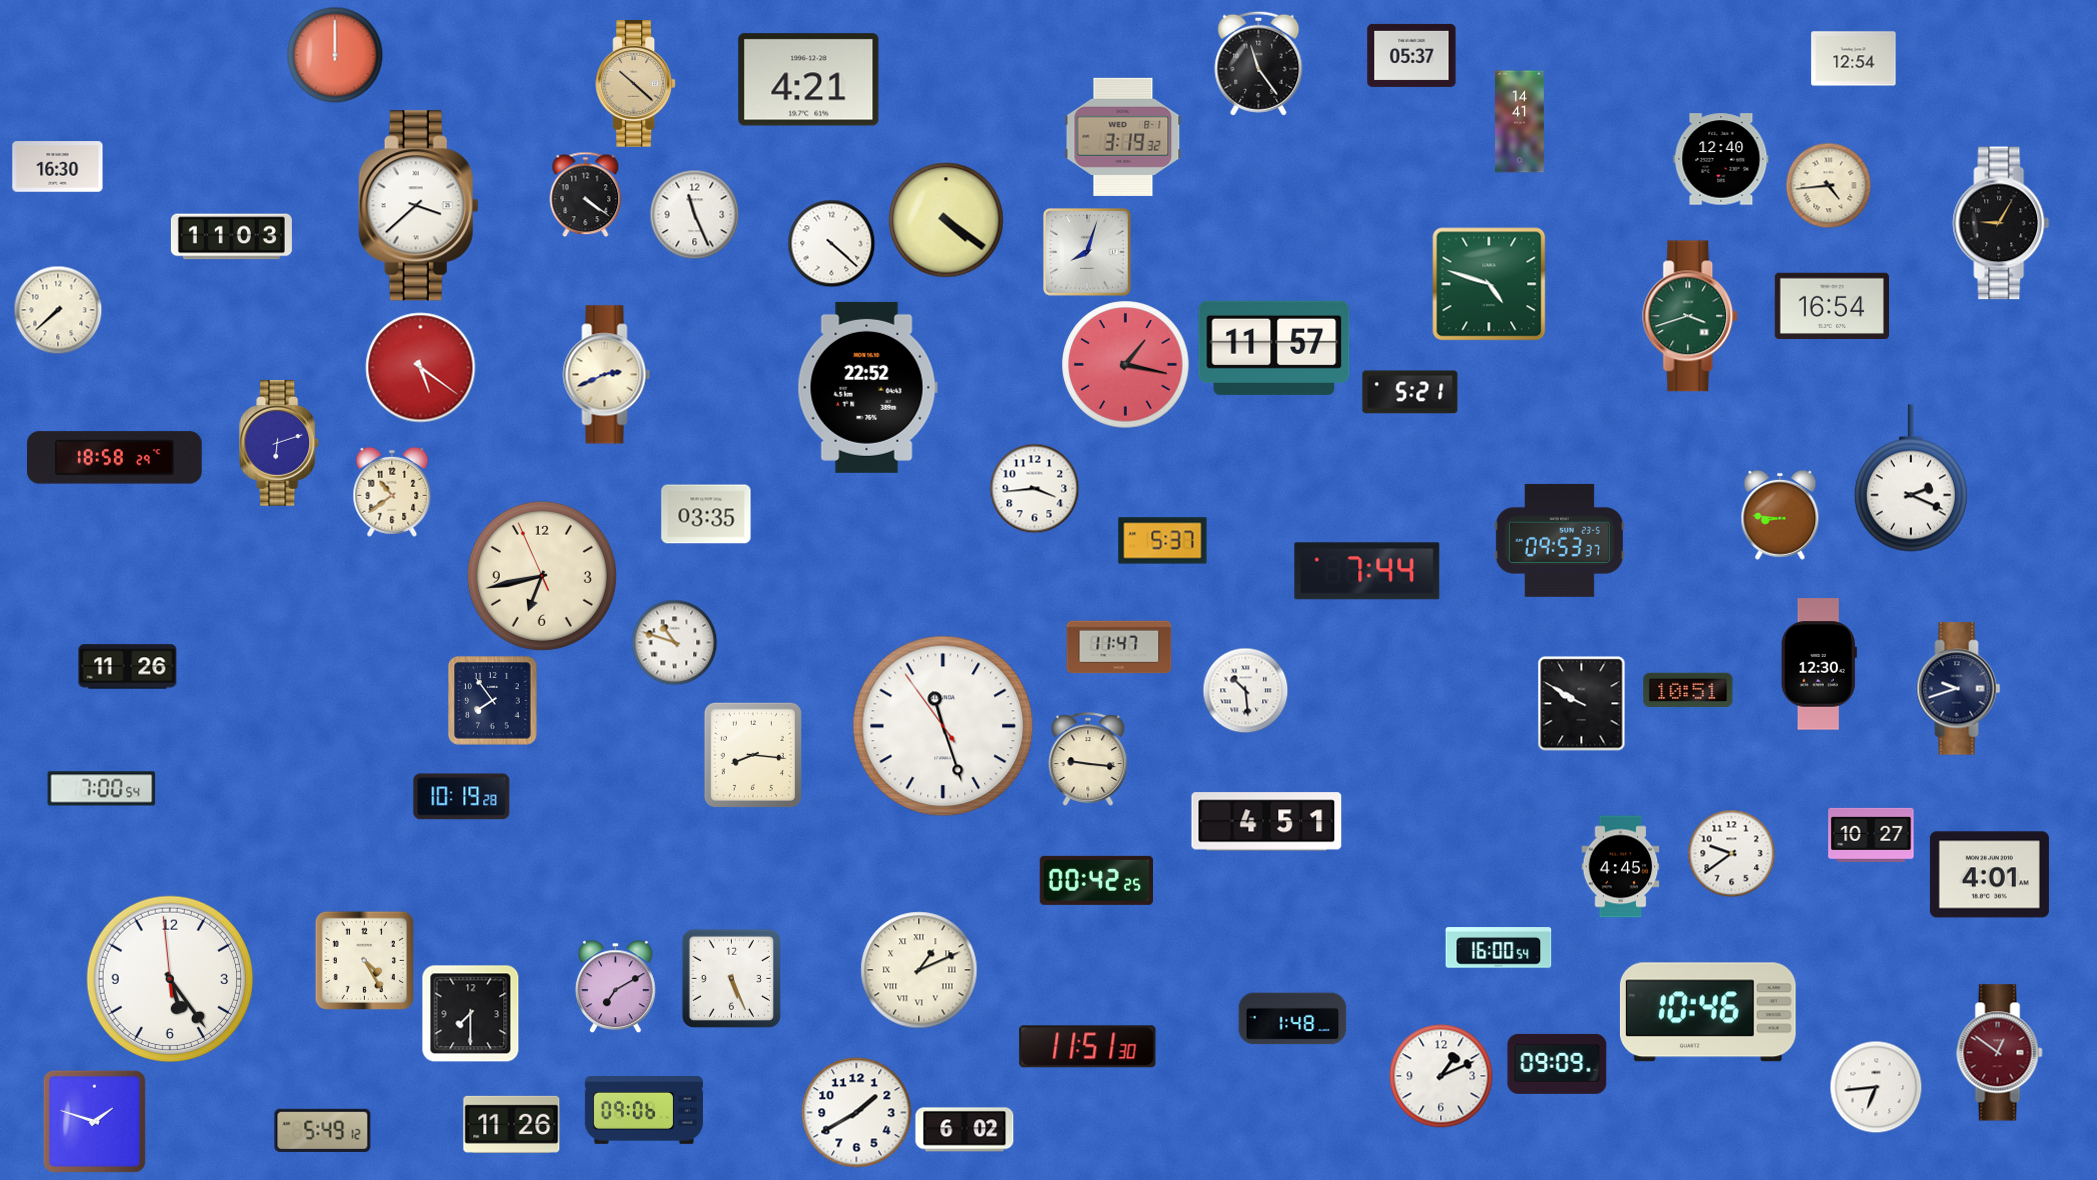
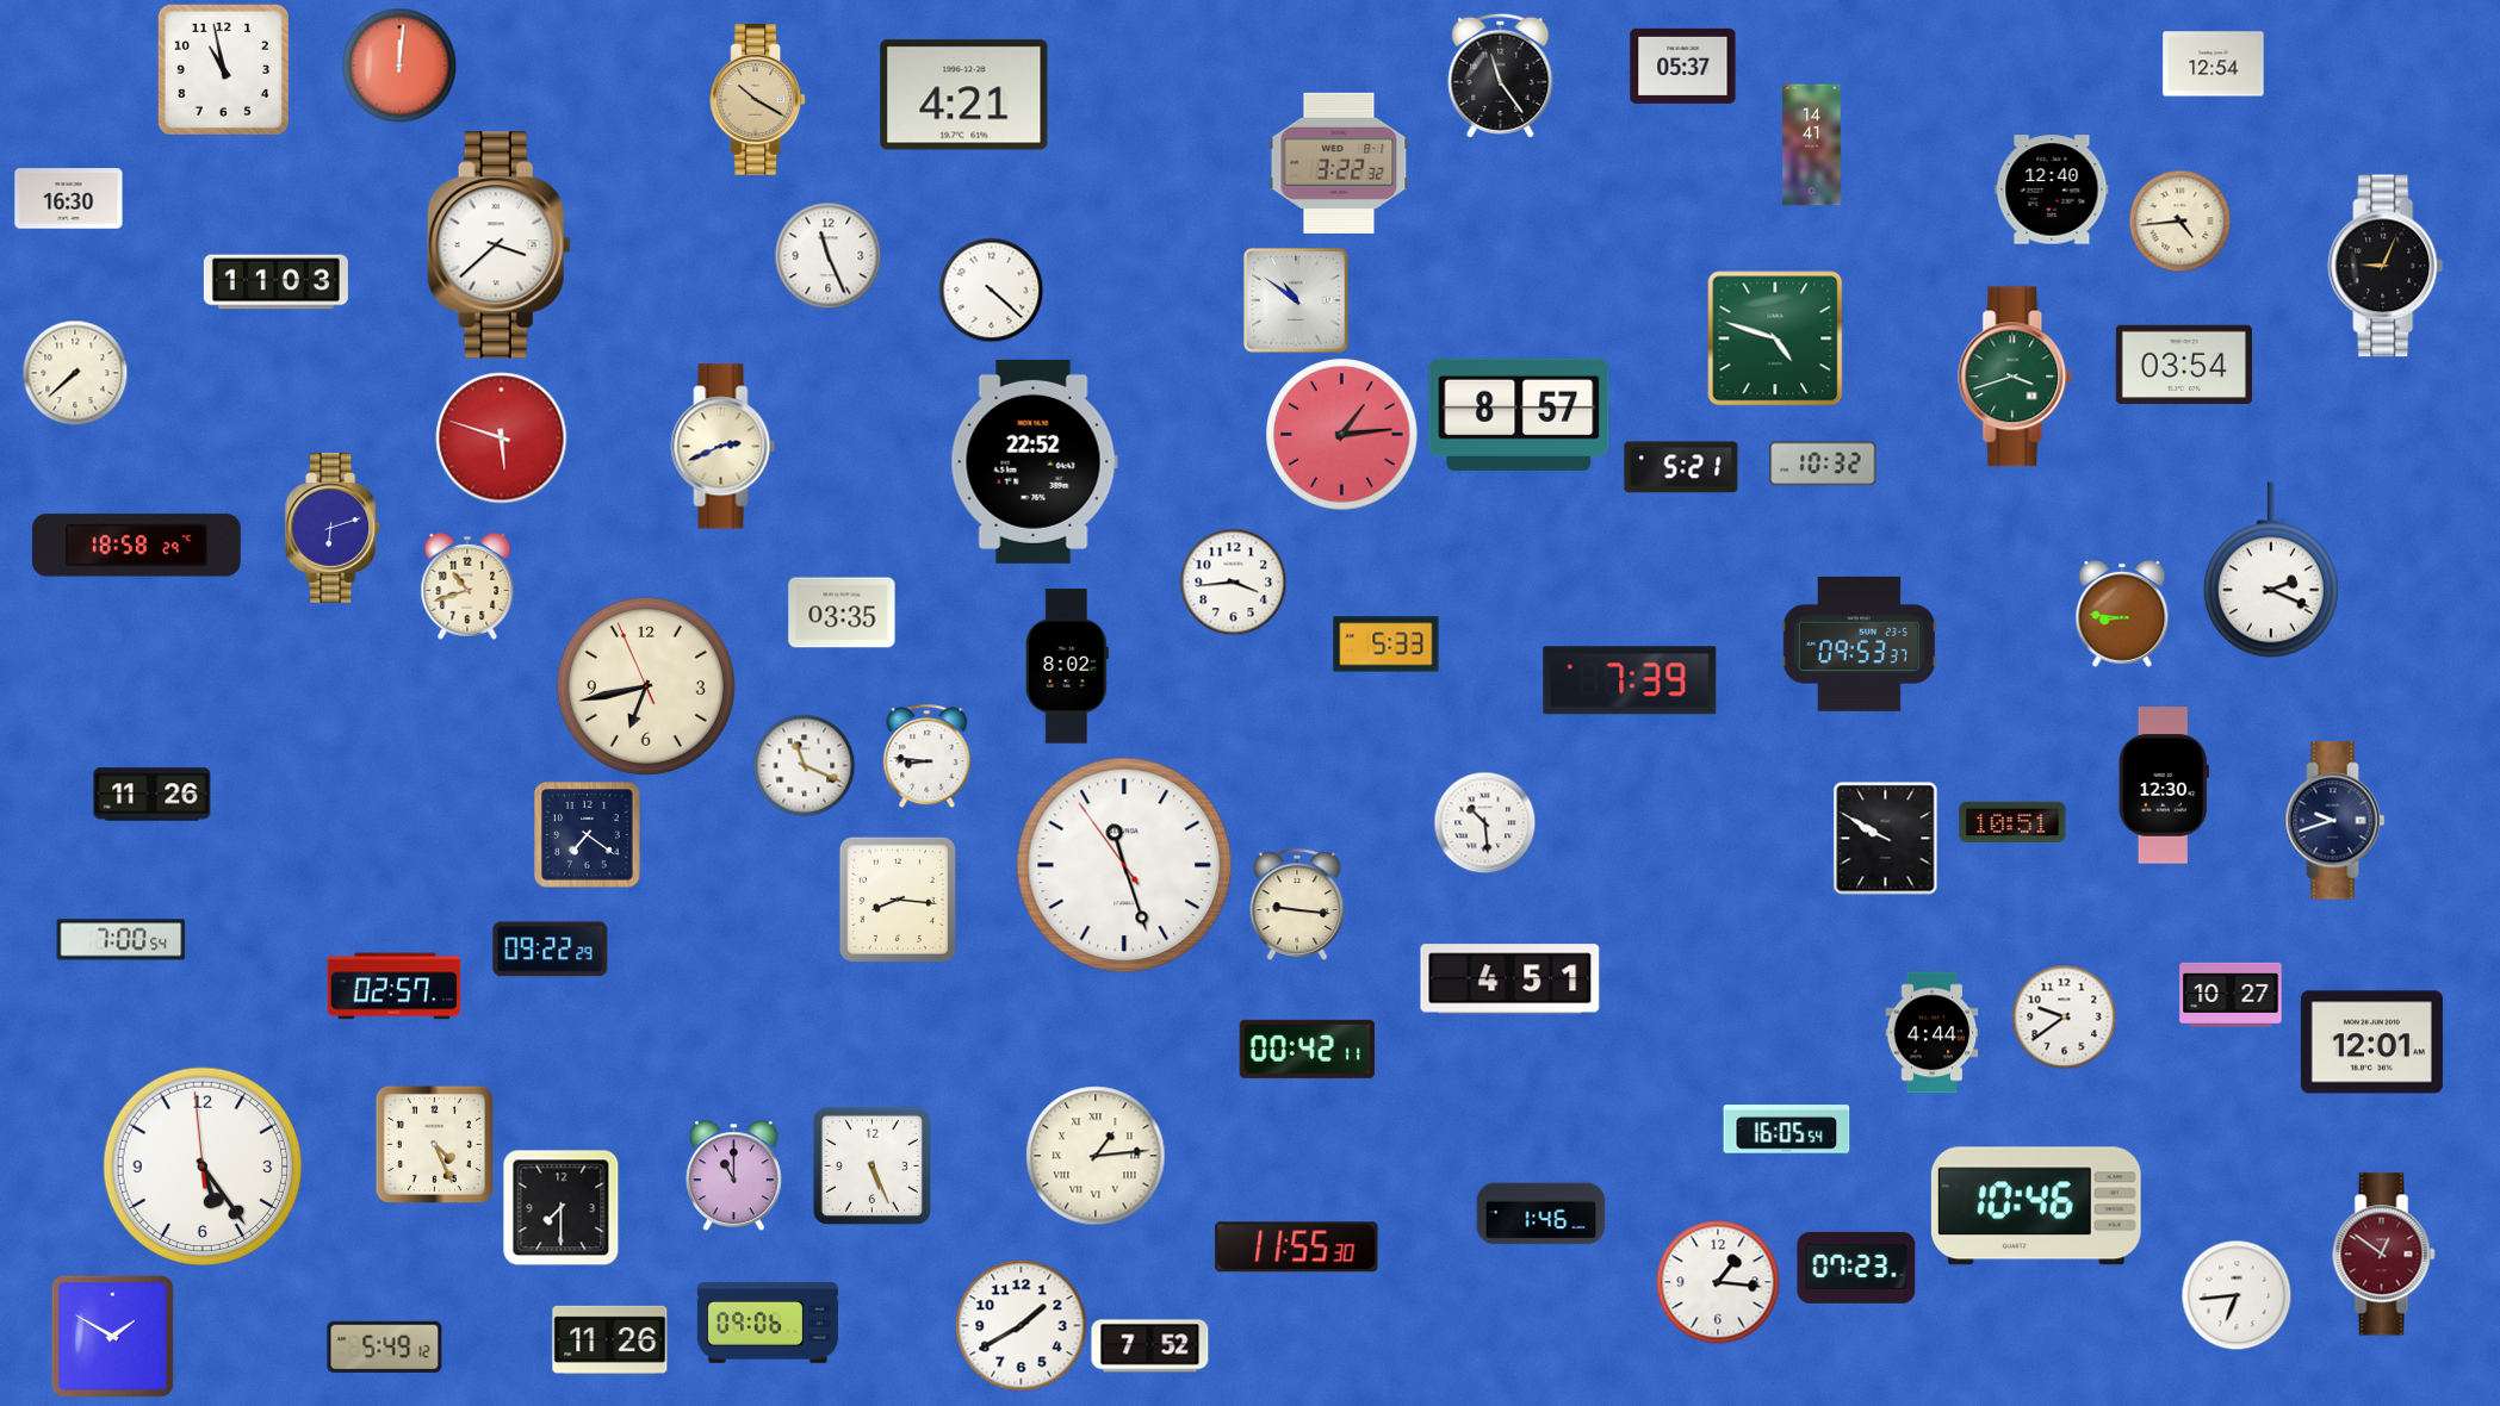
clock at (335, 55): 12:00 -> 12:01
clock at (223, 69): none -> 10:58
clock at (1854, 59) position: (1854, 59) -> (2214, 64)
clock at (636, 84): 10:22 -> 10:20
clock at (1123, 137): 3:19 -> 3:22
clock at (586, 194): 4:21 -> none
clock at (946, 220): 4:21 -> none
clock at (2001, 223): 9:05 -> 9:04
clock at (1087, 252): 8:03 -> 10:51
clock at (1831, 305): 16:54 -> 03:54
clock at (58, 310) position: (58, 310) -> (75, 373)
clock at (1274, 348): 11:57 -> 8:57
clock at (1126, 365): 1:17 -> 1:14
clock at (421, 368): 5:21 -> 5:48
clock at (1823, 464): none -> 10:32
clock at (1911, 478) position: (1911, 478) -> (2271, 570)
clock at (392, 492): 10:39 -> 10:42
clock at (1163, 541): 5:37 -> 5:33
clock at (1067, 666): none -> 8:02
clock at (1367, 571): 7:44 -> 7:39
clock at (928, 755): none -> 8:46
clock at (674, 642): 10:48 -> 11:19
clock at (1119, 647): 11:47 -> none
clock at (1819, 664) position: (1819, 664) -> (2164, 785)
clock at (493, 701): 7:54 -> 7:21
clock at (462, 797): 10:19 -> 09:22
clock at (395, 987): none -> 02:57
clock at (1621, 867): 4:45 -> 4:44
clock at (1989, 875): 4:01 -> 12:01
clock at (1096, 880): 00:42:25 -> 00:42:11
clock at (1499, 948): 16:00 -> 16:05
clock at (364, 960): 4:25 -> 4:26
clock at (919, 970): 1:11 -> 1:14
clock at (616, 986): 7:10 -> 11:00
clock at (1293, 1019): 1:48 -> 1:46
clock at (1088, 1047): 11:51 -> 11:55
clock at (1557, 1064): 09:09 -> 07:23
clock at (1441, 1076): 1:11 -> 1:16
clock at (94, 1121): 1:48 -> 1:50
clock at (965, 1130): 6:02 -> 7:52
